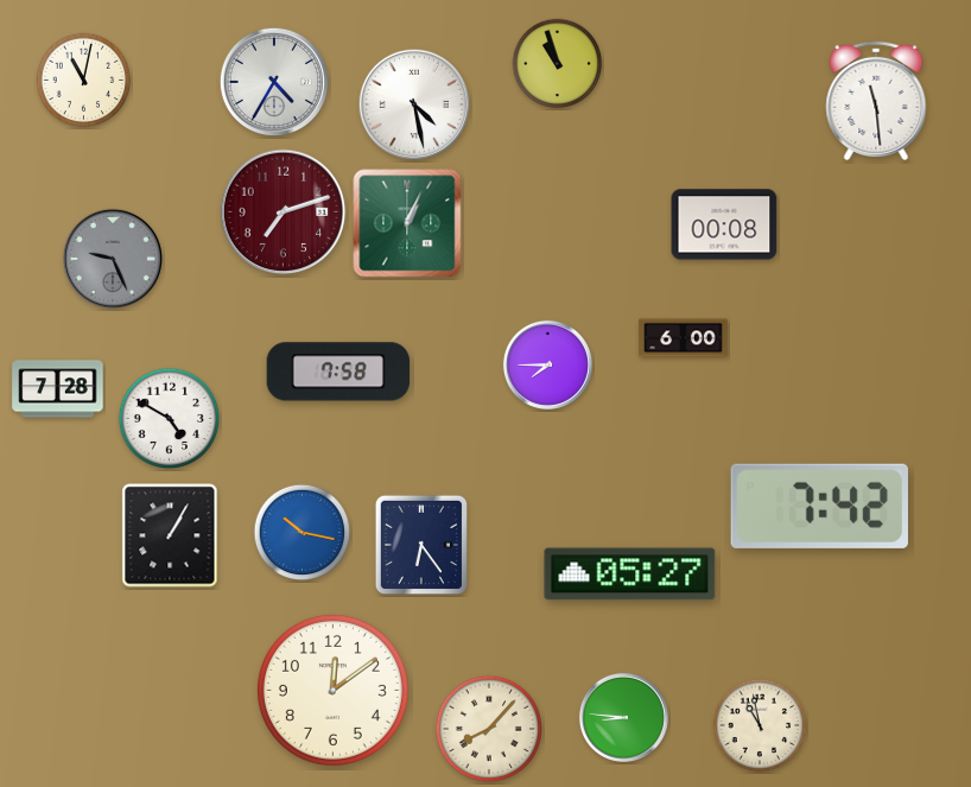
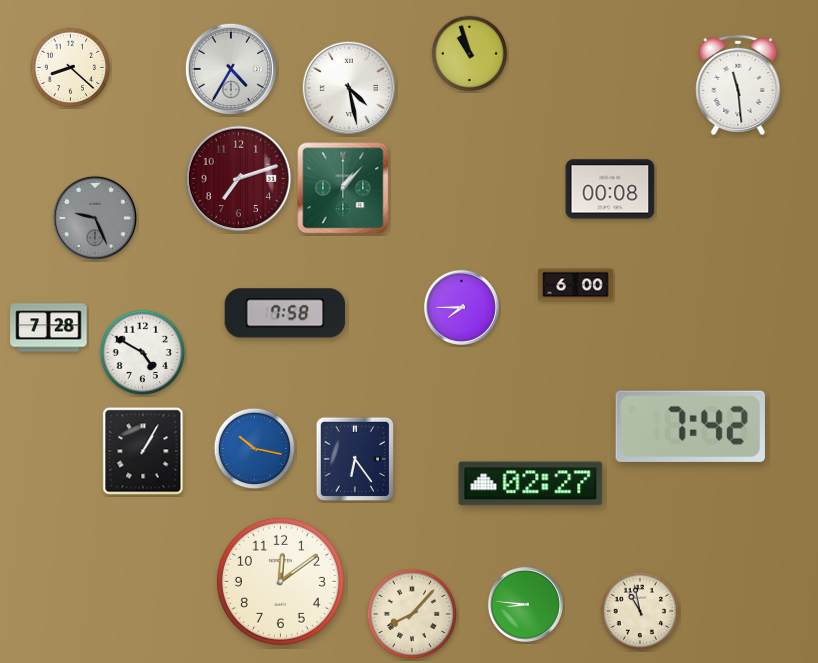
clock at (84, 81): 11:02 -> 8:22
clock at (407, 223): 1:04 -> 1:07
clock at (630, 575): 05:27 -> 02:27
